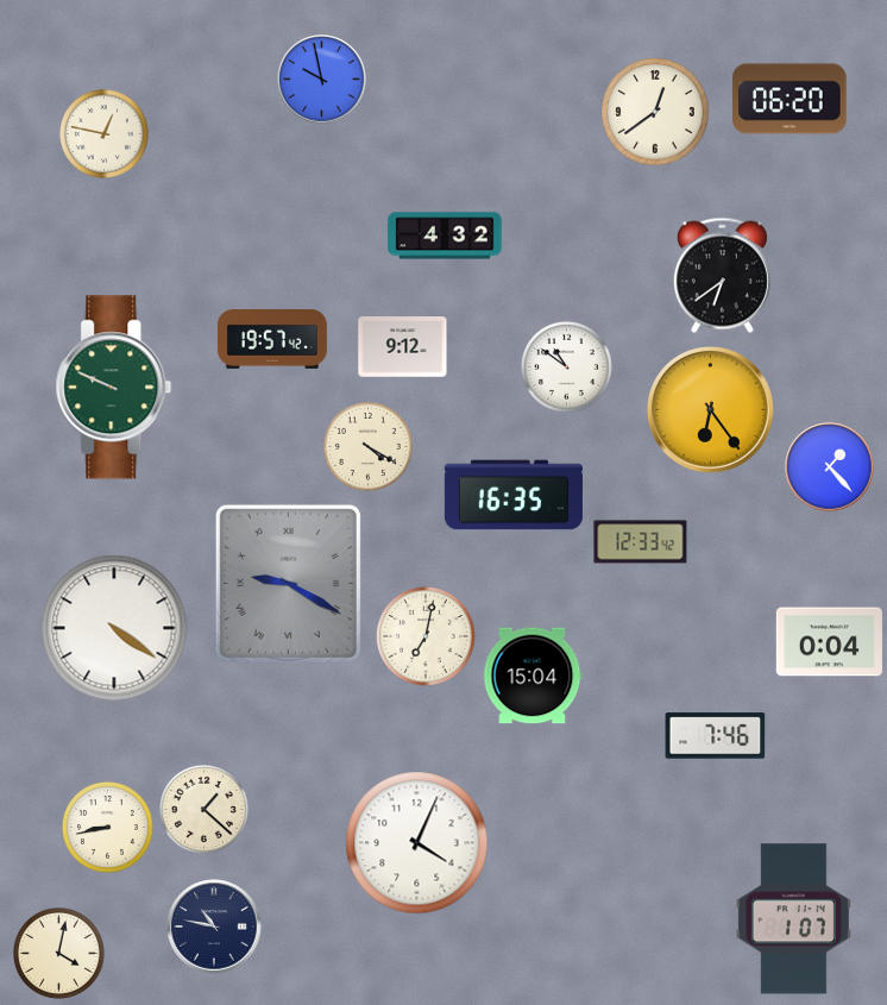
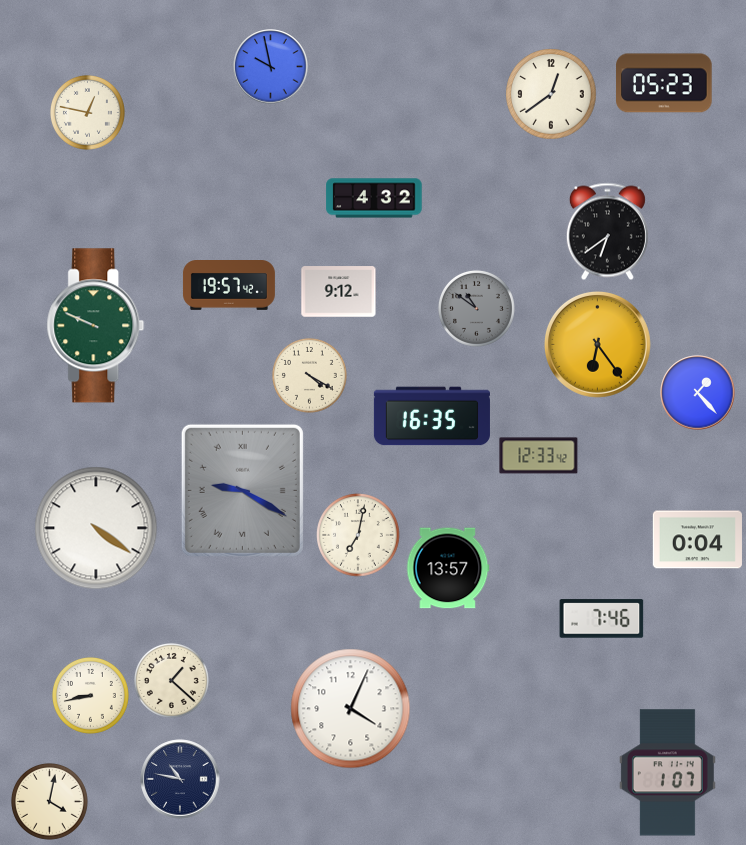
clock at (790, 99): 06:20 -> 05:23
clock at (566, 366) dial: white -> grey
clock at (533, 676): 15:04 -> 13:57
